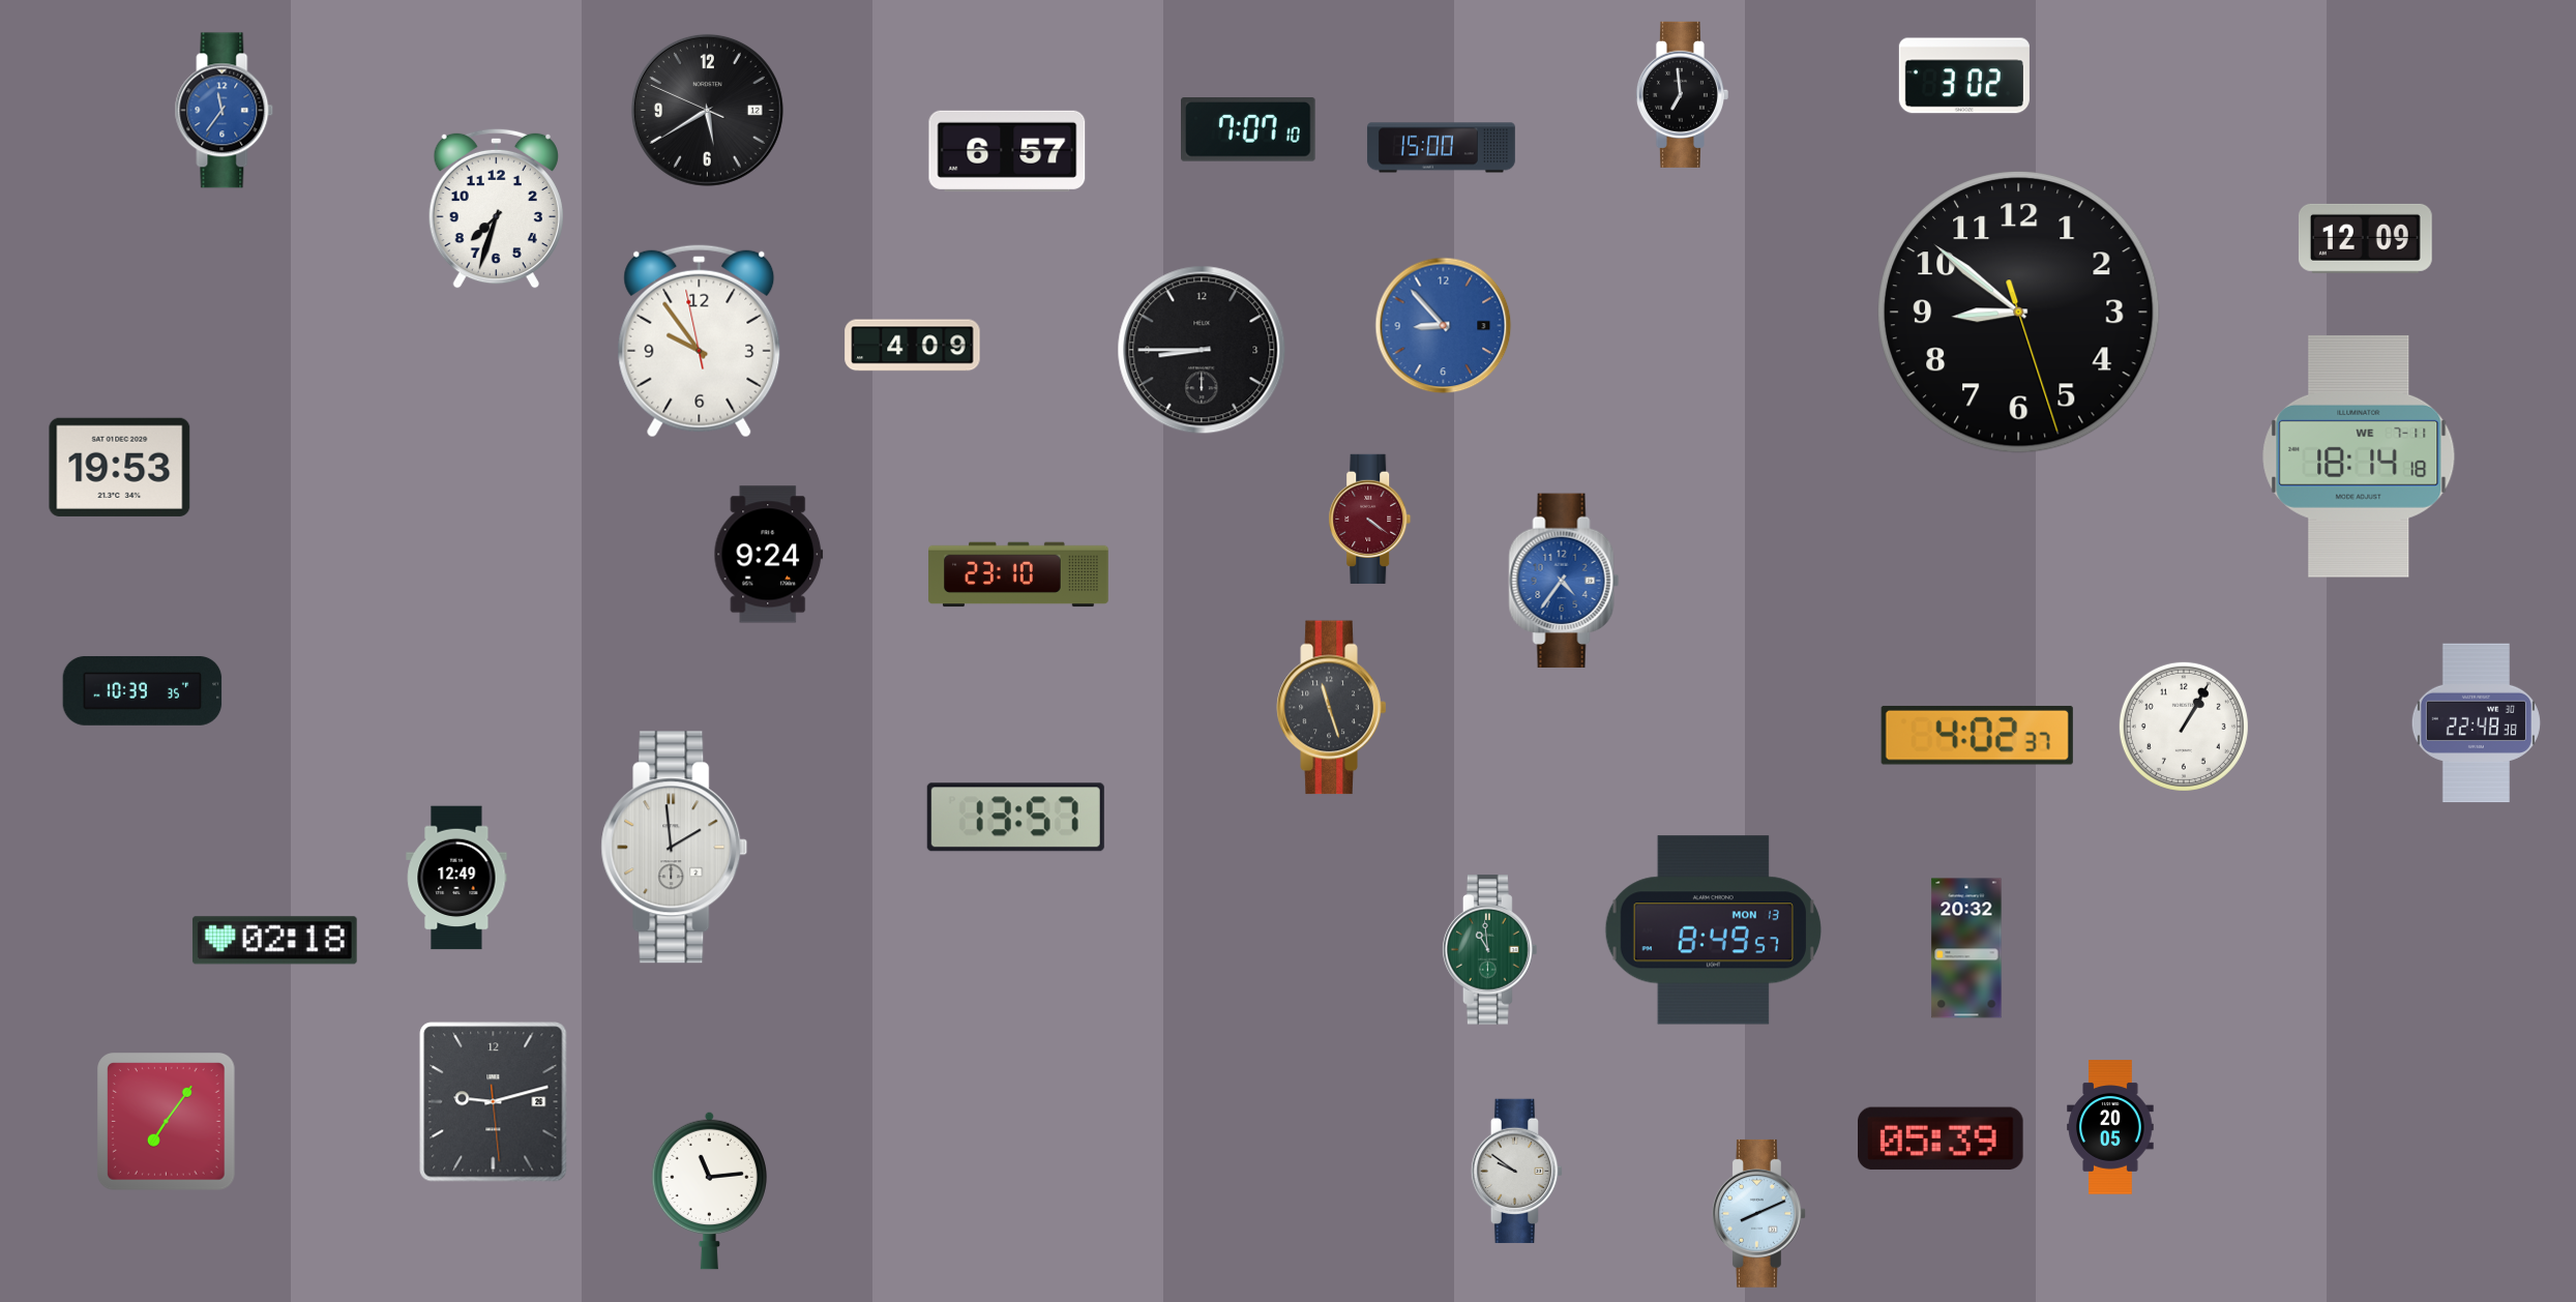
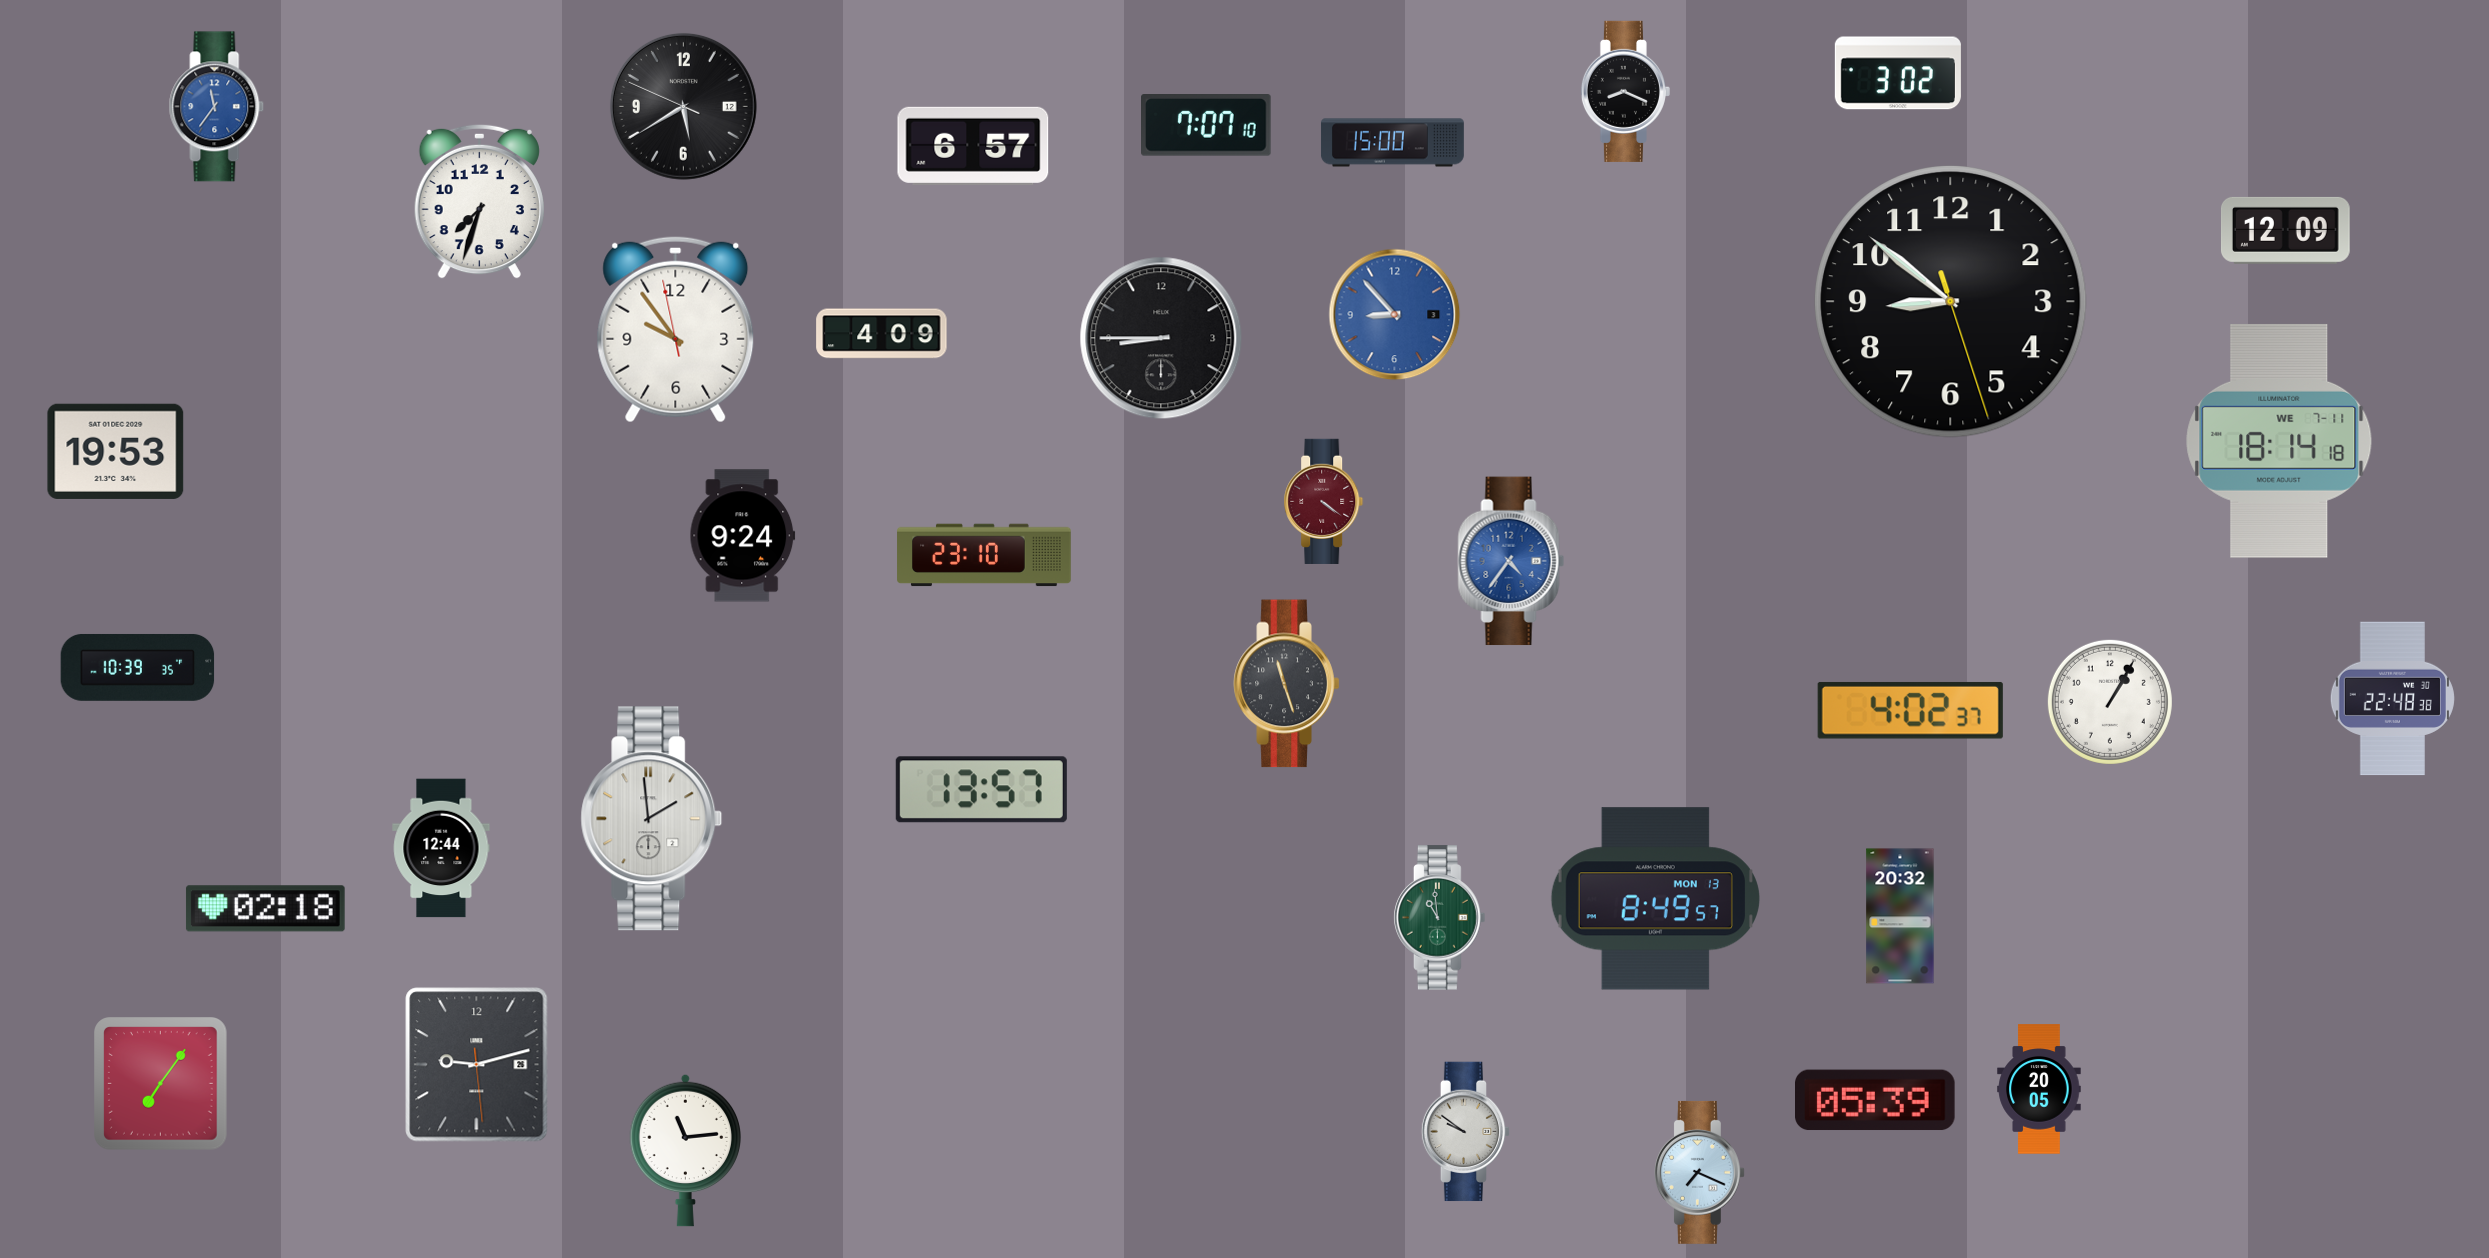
clock at (1682, 94): 6:59 -> 8:19
clock at (456, 878): 12:49 -> 12:44
clock at (1758, 1213): 8:11 -> 7:19
